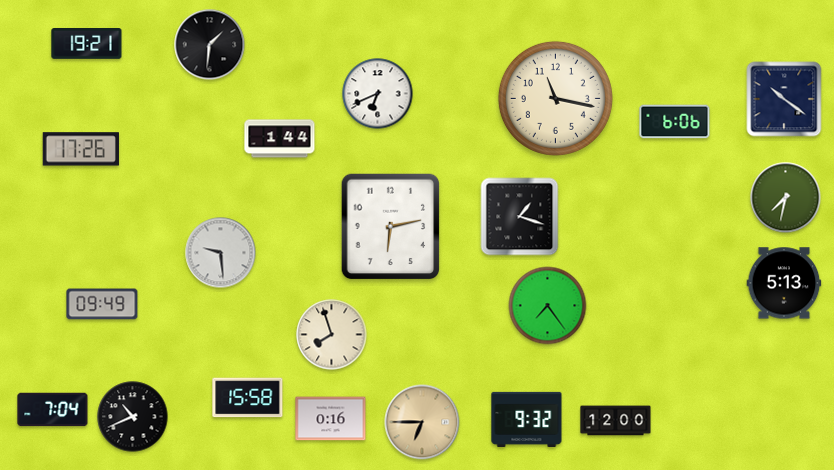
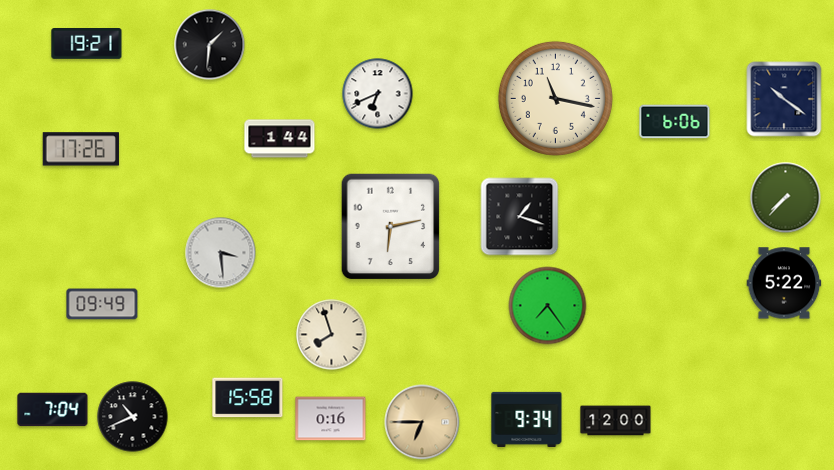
clock at (786, 198): 7:32 -> 7:37
clock at (221, 253): 9:29 -> 3:29
clock at (784, 283): 5:13 -> 5:22
clock at (527, 419): 9:32 -> 9:34
